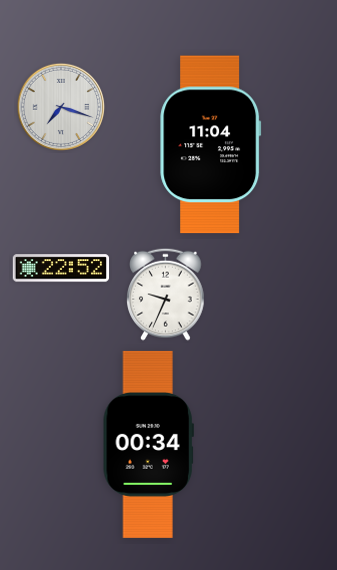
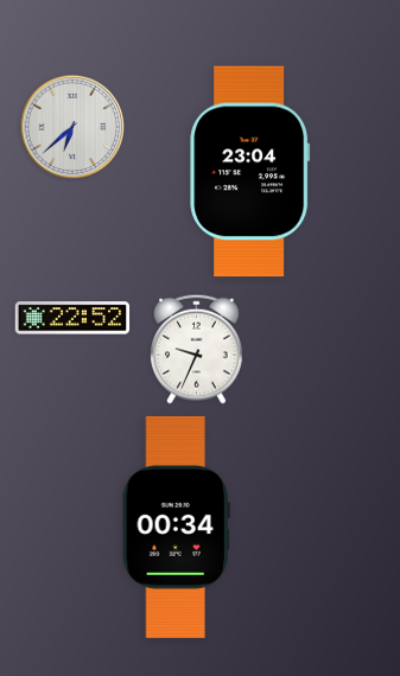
clock at (61, 107): 7:18 -> 6:38
clock at (211, 145): 11:04 -> 23:04
